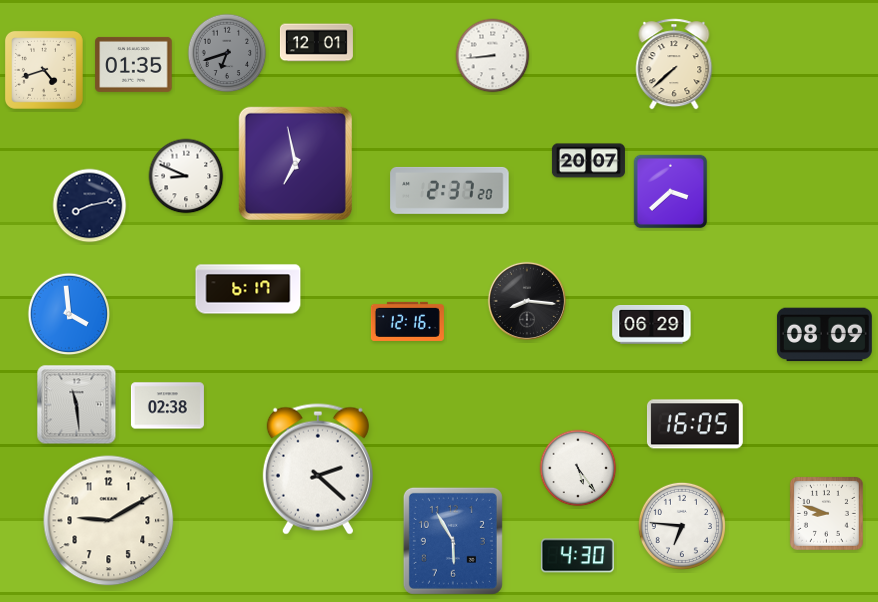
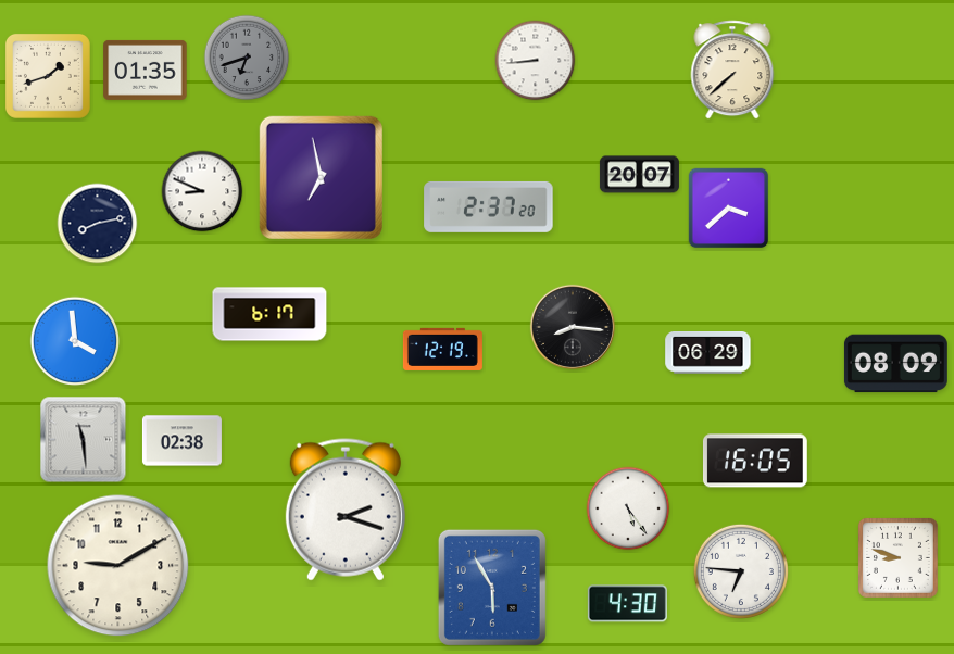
clock at (316, 43): 12:01 -> none
clock at (44, 70): 4:42 -> 1:42
clock at (407, 321): 12:16 -> 12:19
clock at (318, 469): 2:22 -> 2:18
